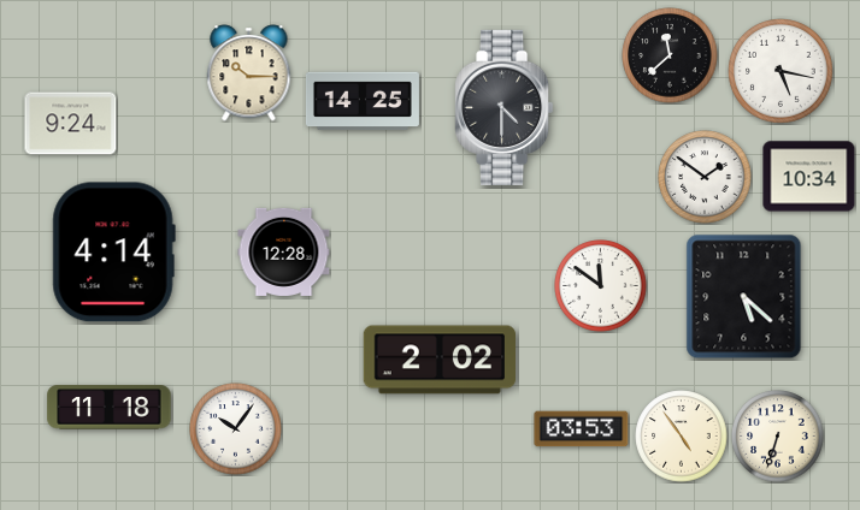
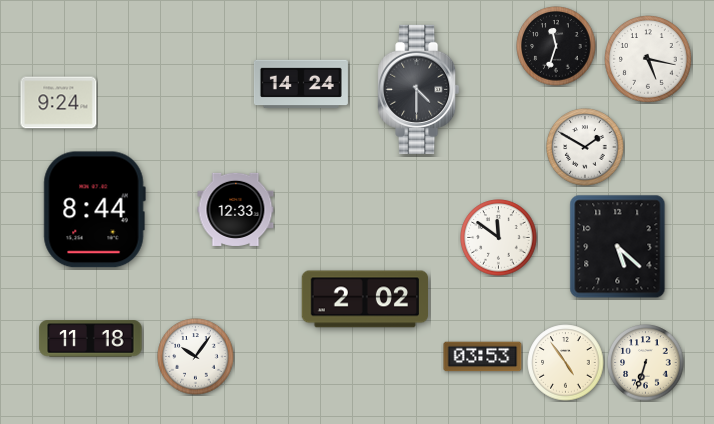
clock at (670, 55): 11:38 -> 11:33
clock at (249, 73): 10:15 -> none
clock at (363, 101): 14:25 -> 14:24
clock at (705, 177): 1:51 -> 1:50
clock at (809, 177): 10:34 -> none
clock at (284, 251): 12:28 -> 12:33
clock at (113, 253): 4:14 -> 8:44
